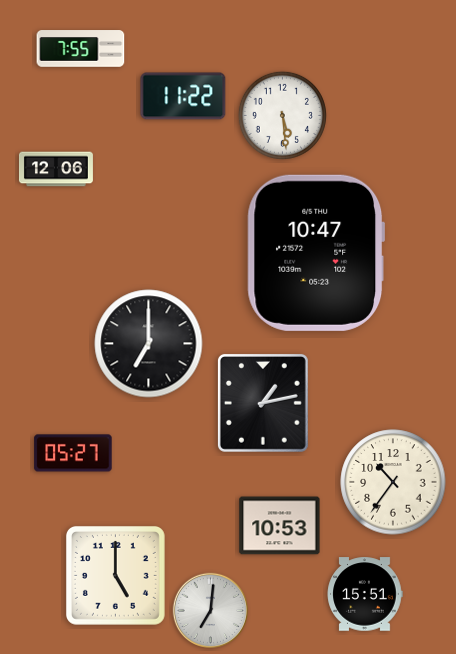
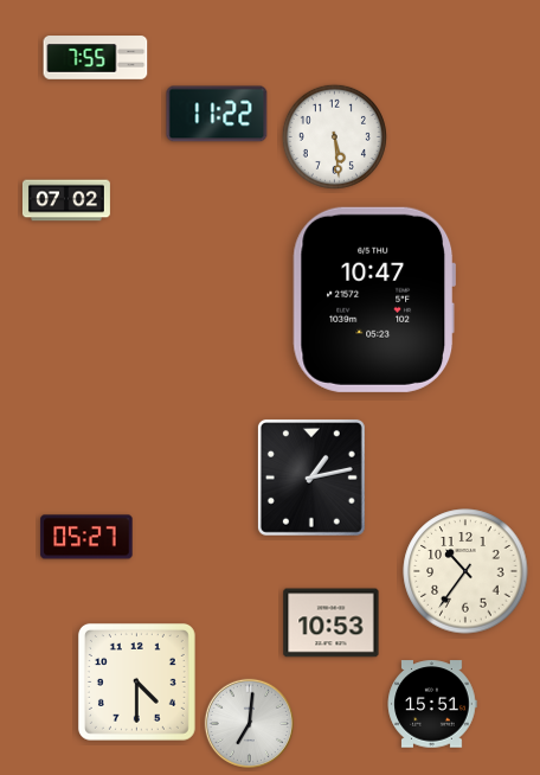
clock at (56, 169): 12:06 -> 07:02
clock at (149, 344): 7:00 -> none
clock at (115, 575): 5:00 -> 4:30
